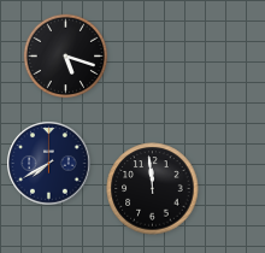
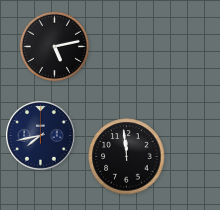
clock at (66, 57): 5:18 -> 5:13
clock at (49, 164): 7:40 -> 7:43
